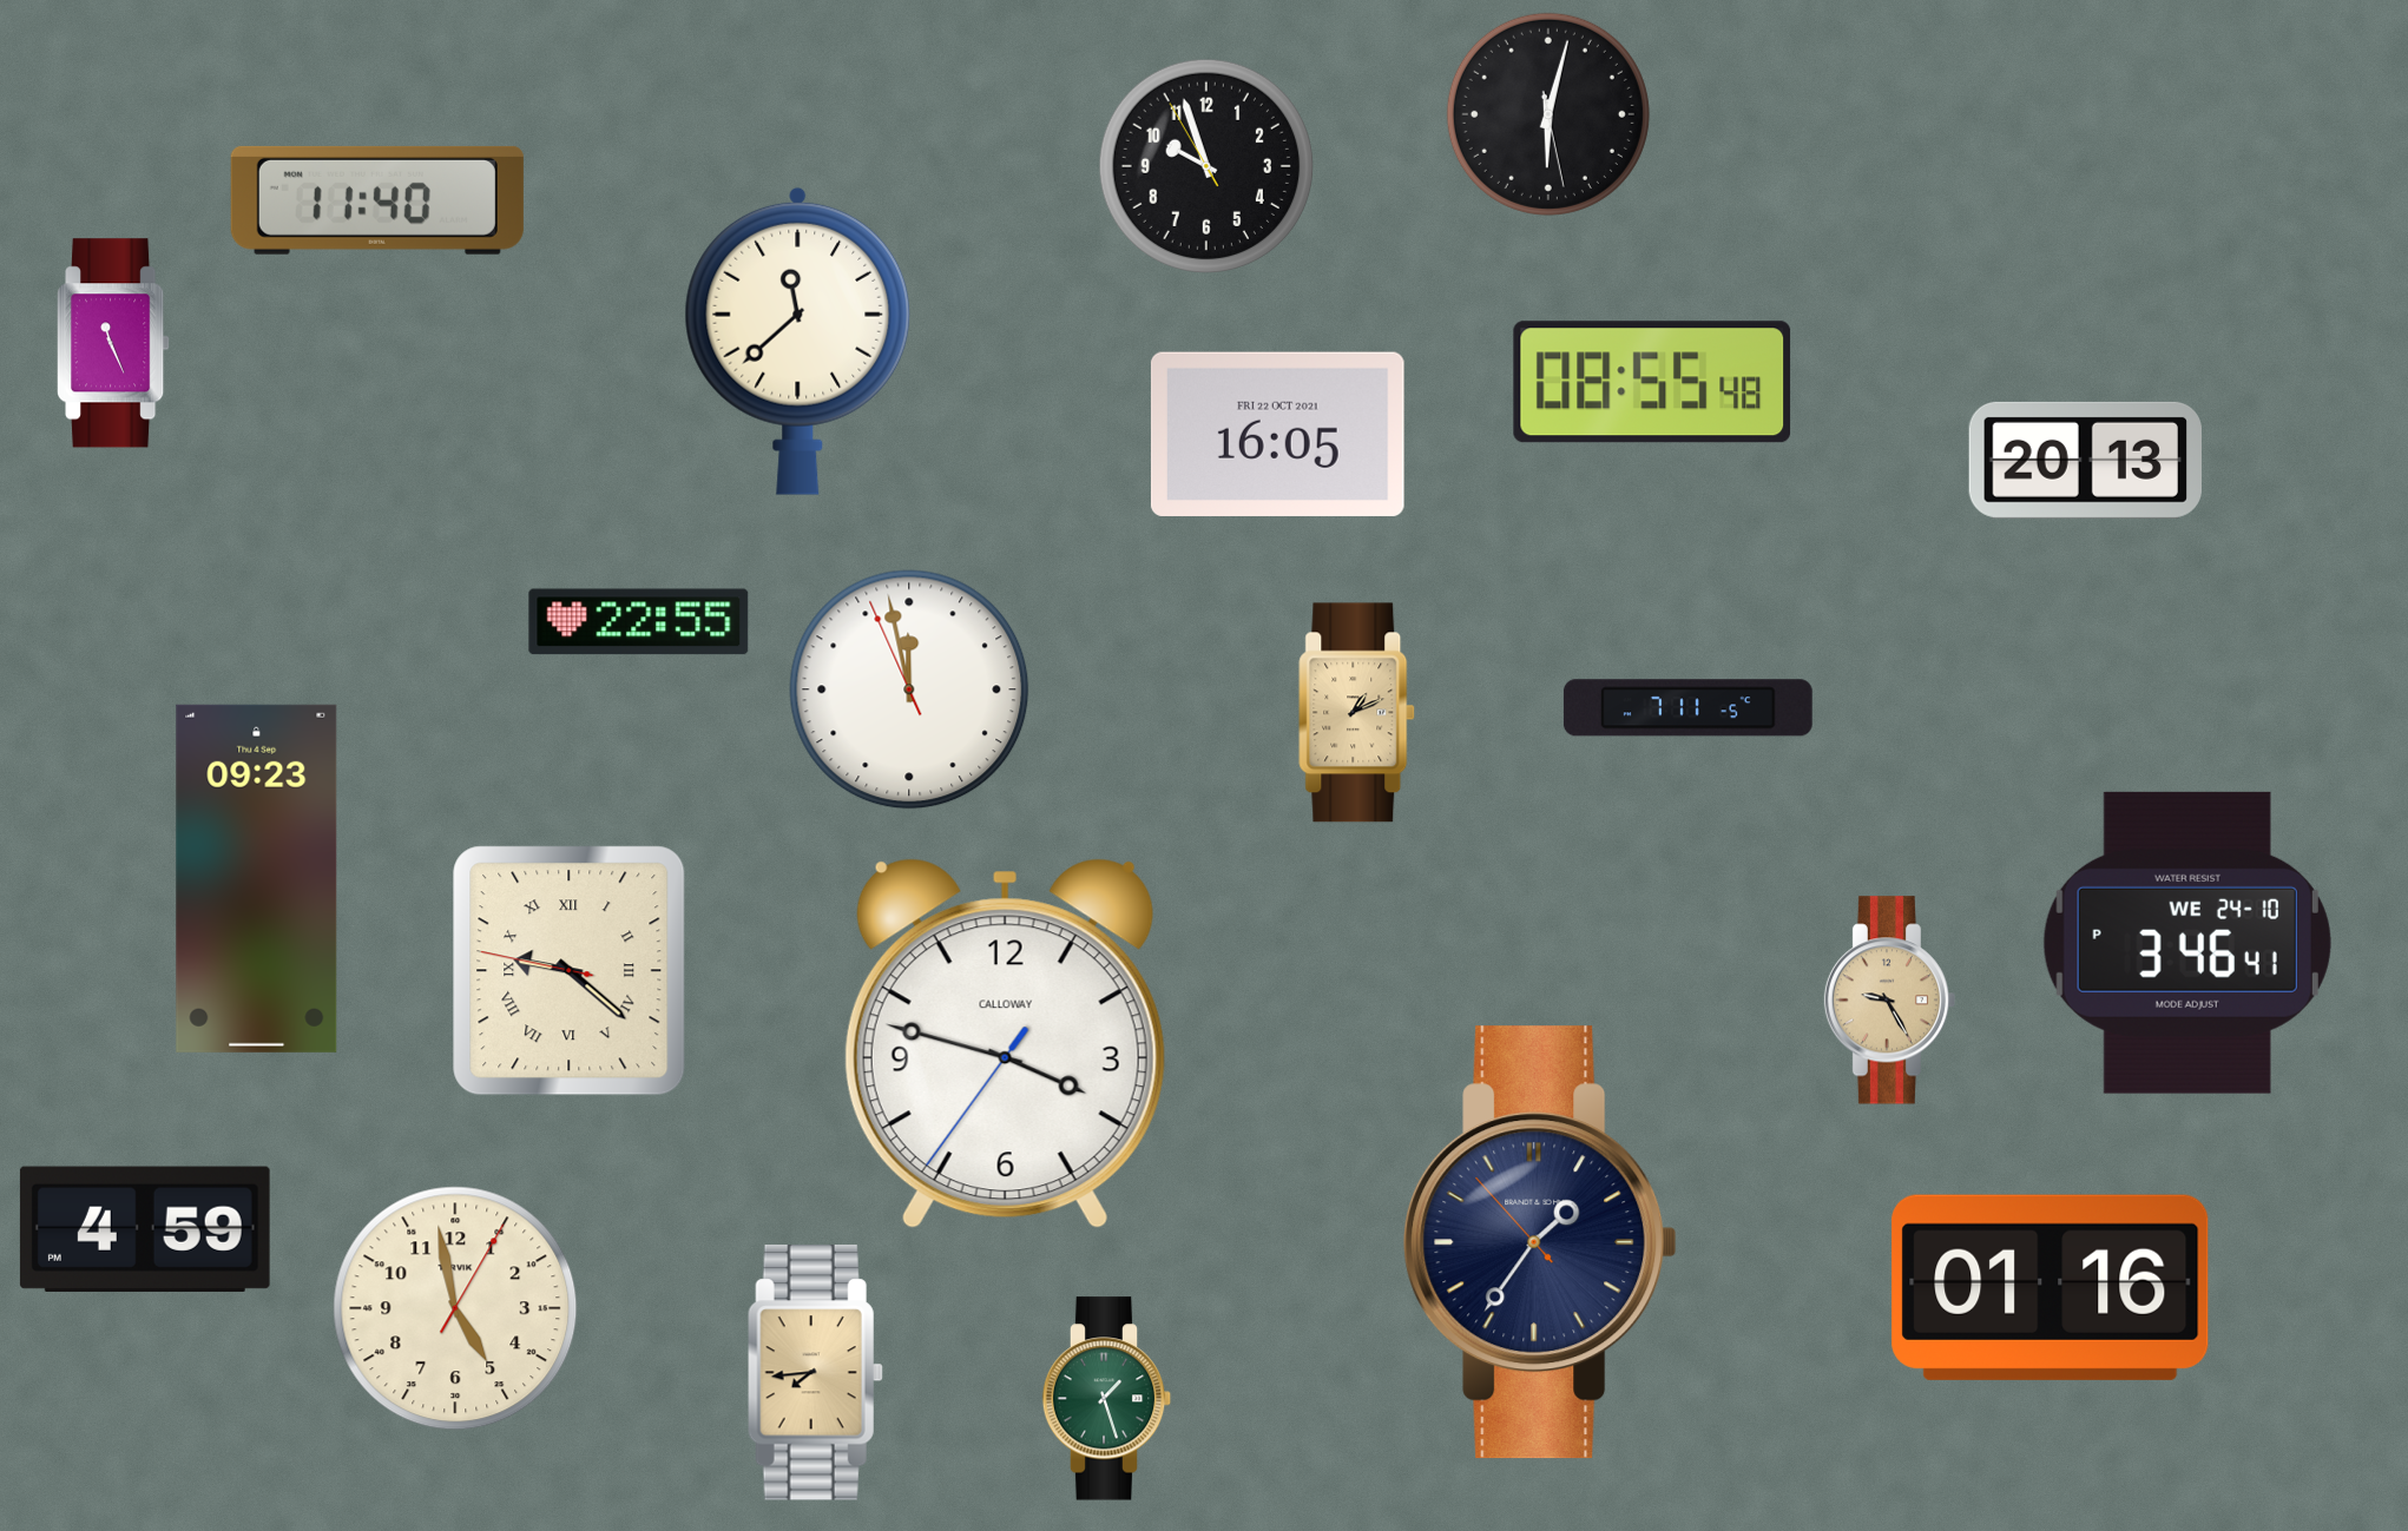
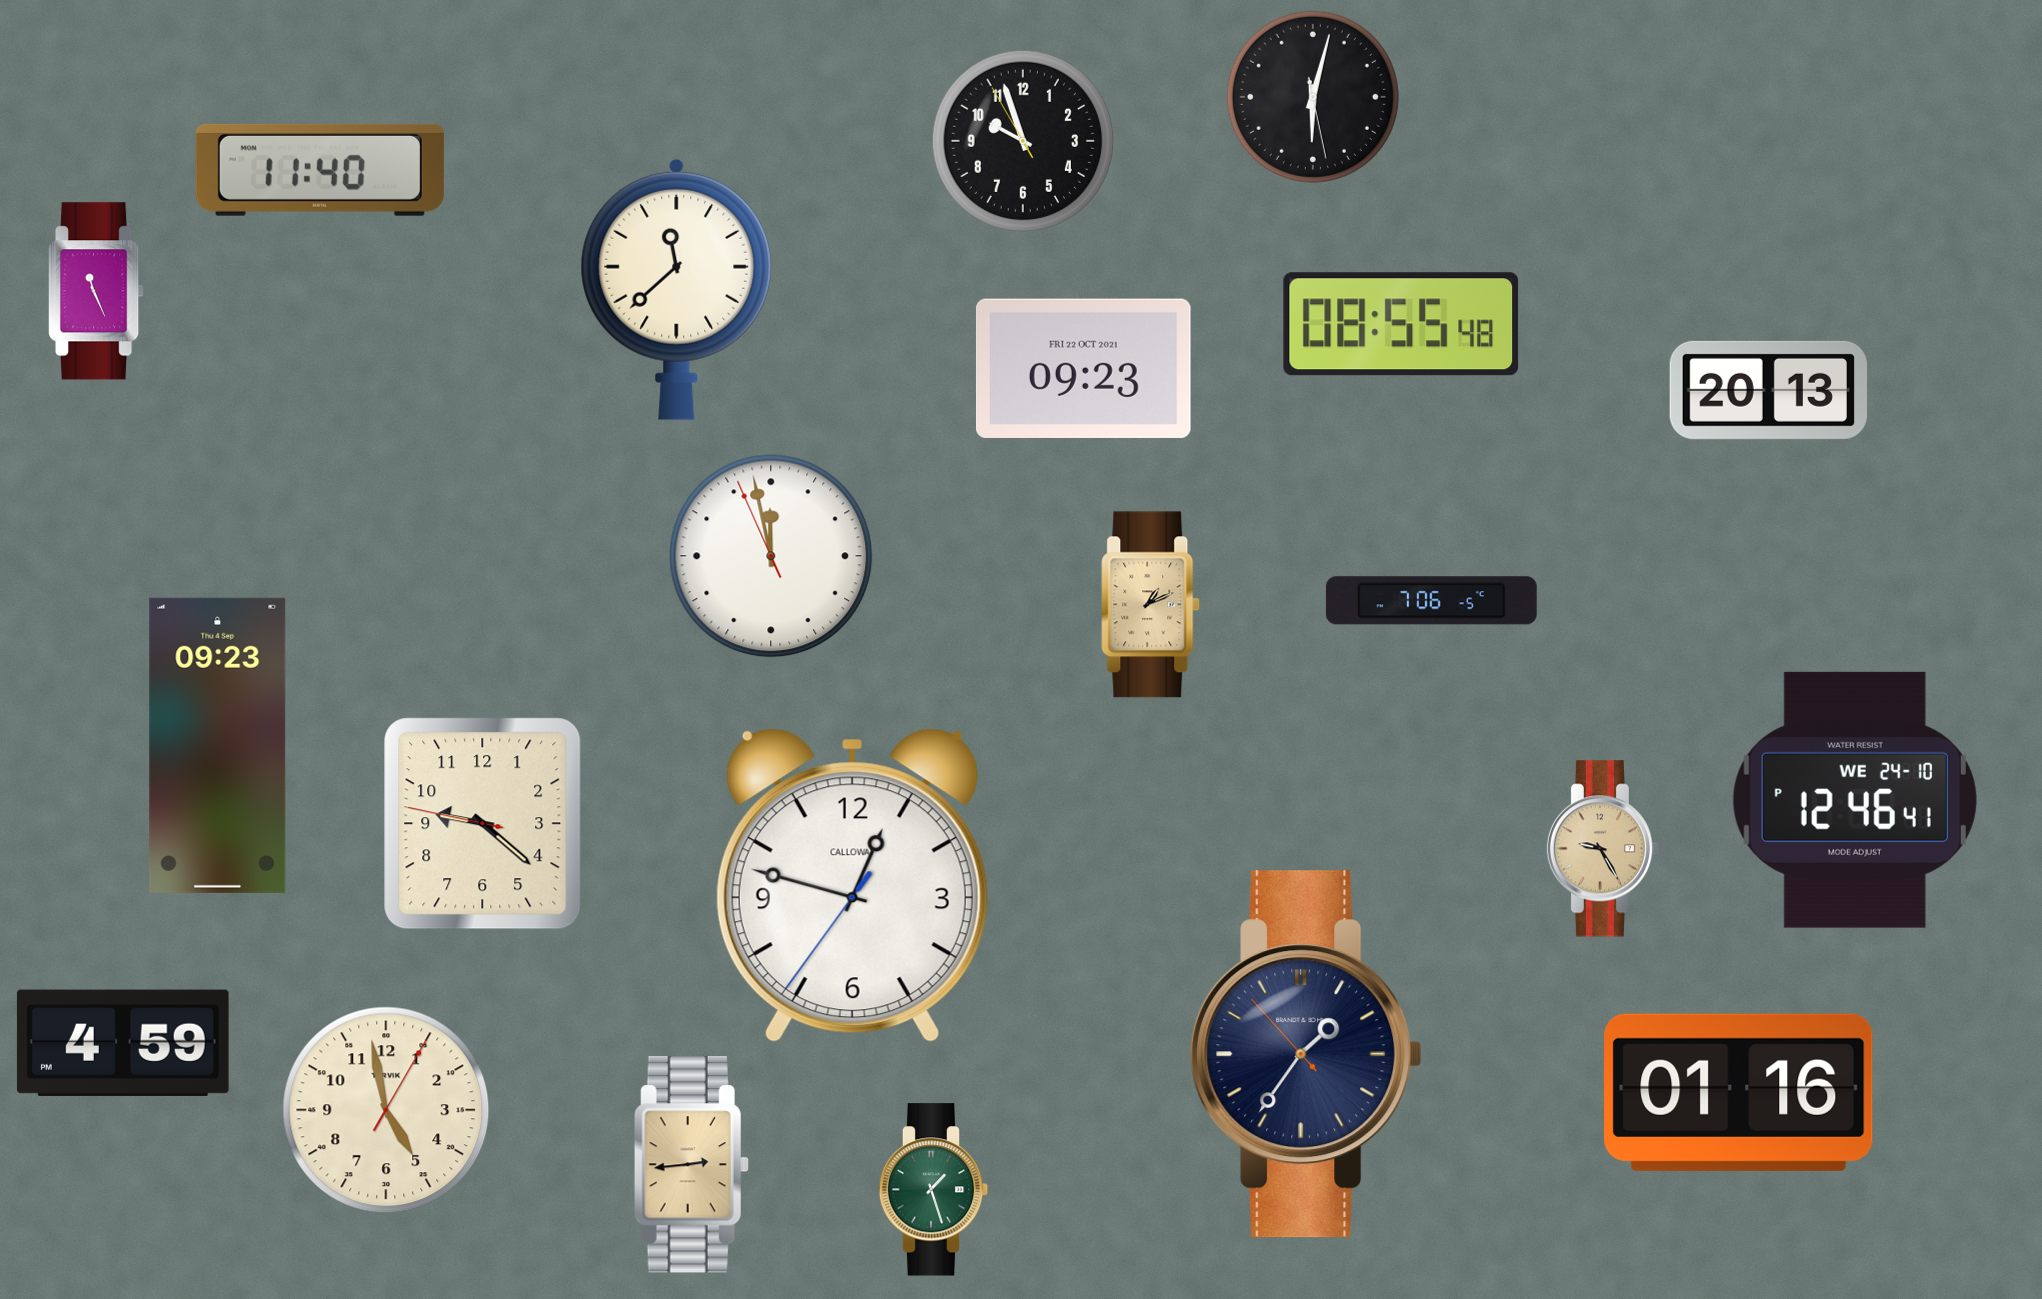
clock at (1277, 434): 16:05 -> 09:23
clock at (639, 622): 22:55 -> none
clock at (909, 689) position: (909, 689) -> (771, 556)
clock at (1687, 708): 7:11 -> 7:06
clock at (2187, 943): 3:46 -> 12:46
clock at (570, 971) numerals: Roman -> Arabic
clock at (1005, 1044): 3:47 -> 12:47
clock at (815, 1373): 7:44 -> 2:44
clock at (1107, 1399) position: (1107, 1399) -> (934, 1190)
